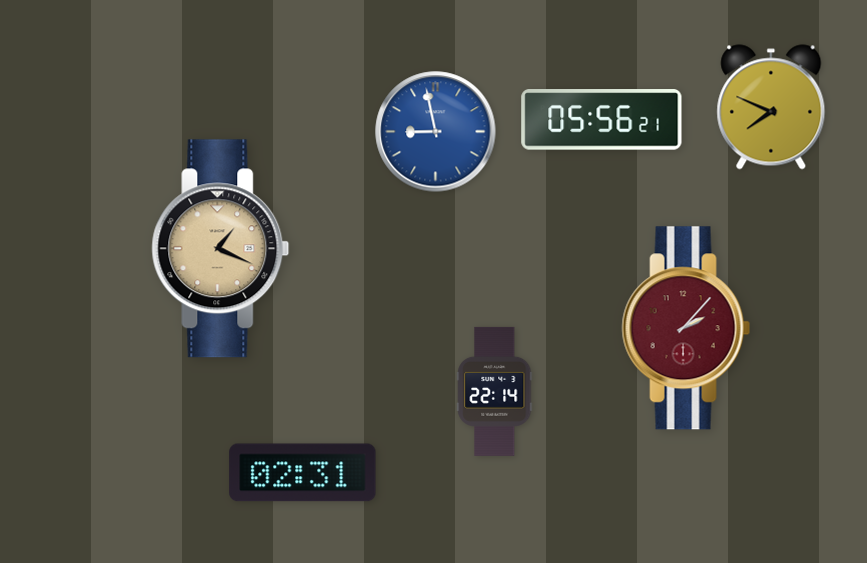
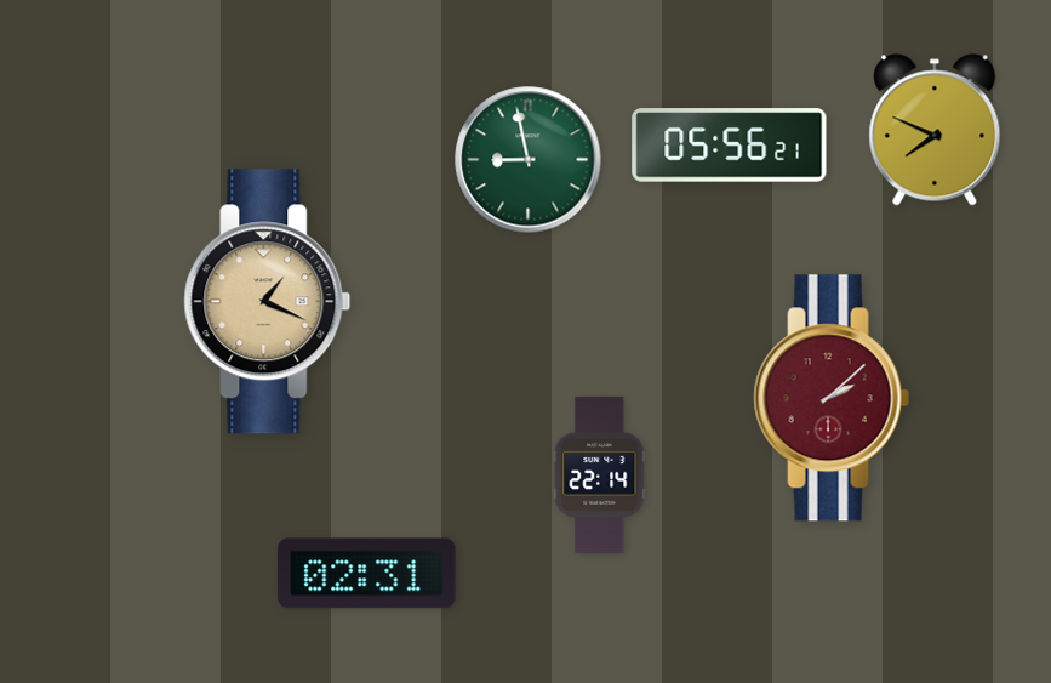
clock at (436, 132) dial: blue -> green
clock at (686, 328): 2:07 -> 2:08
